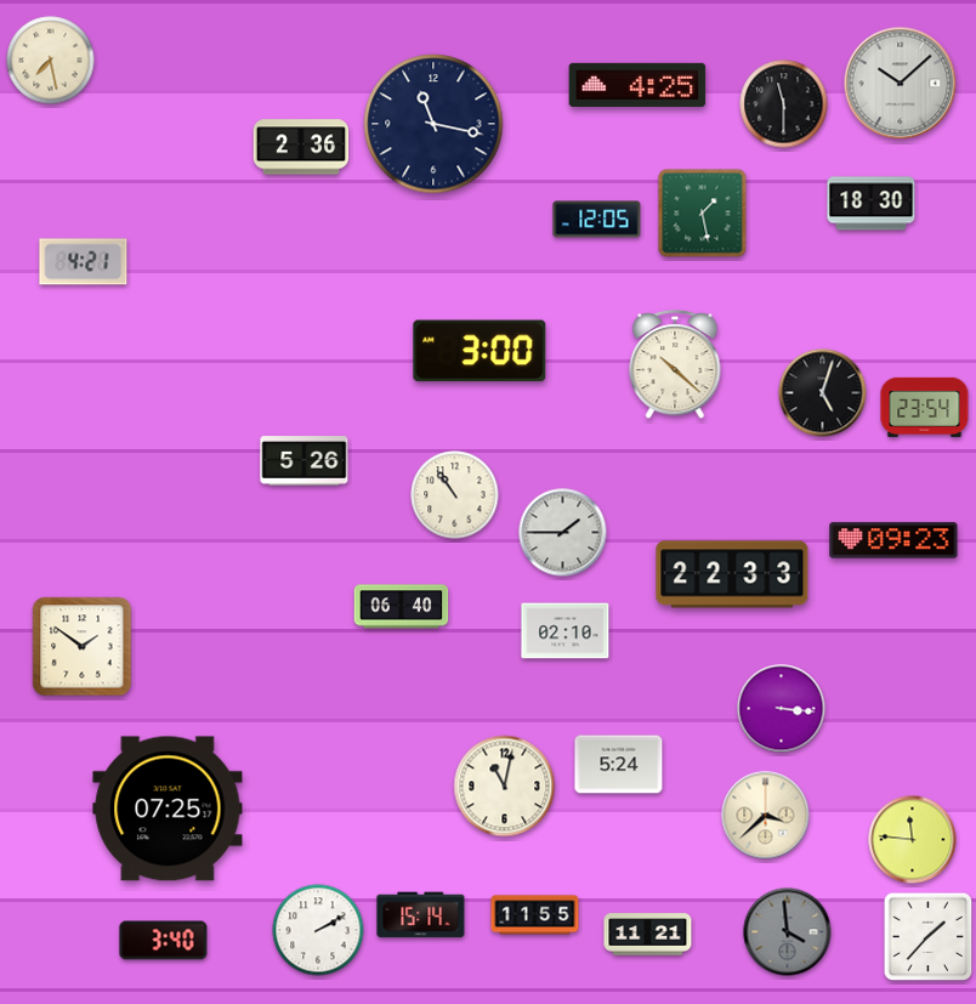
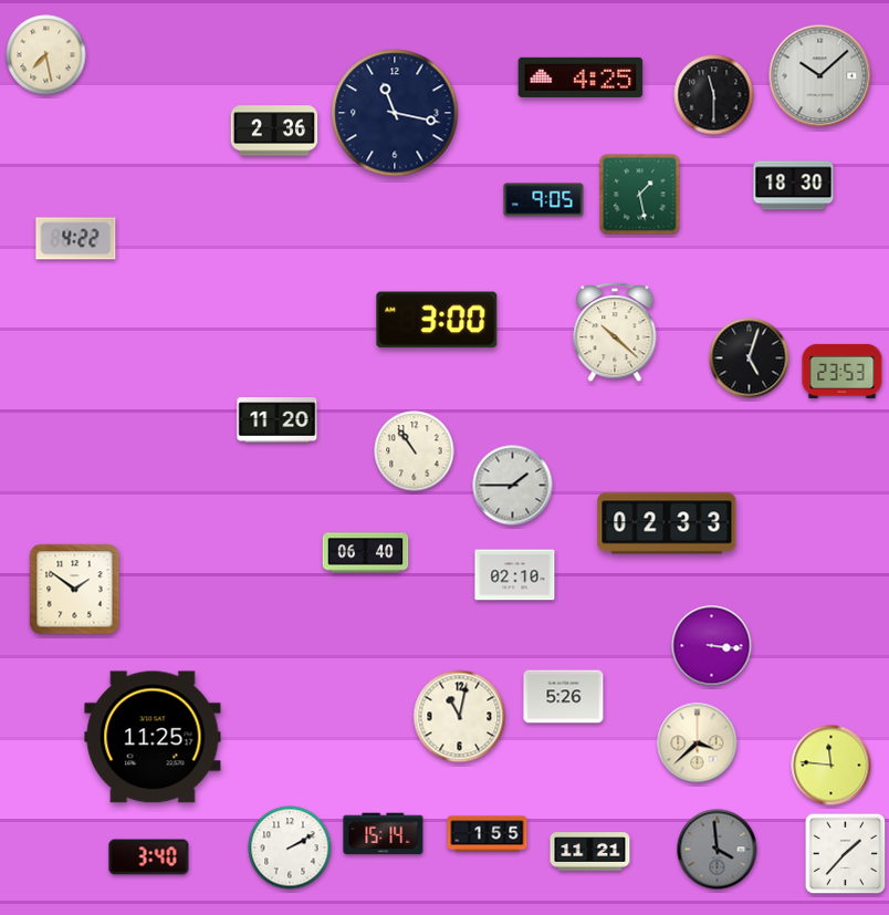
clock at (301, 147) position: (301, 147) -> (274, 131)
clock at (597, 220): 12:05 -> 9:05
clock at (84, 262): 4:21 -> 4:22
clock at (925, 407): 23:54 -> 23:53
clock at (305, 461): 5:26 -> 11:20
clock at (893, 540): 09:23 -> none
clock at (732, 574): 22:33 -> 02:33
clock at (619, 765): 5:24 -> 5:26
clock at (168, 809): 07:25 -> 11:25
clock at (535, 915): 11:55 -> 1:55
